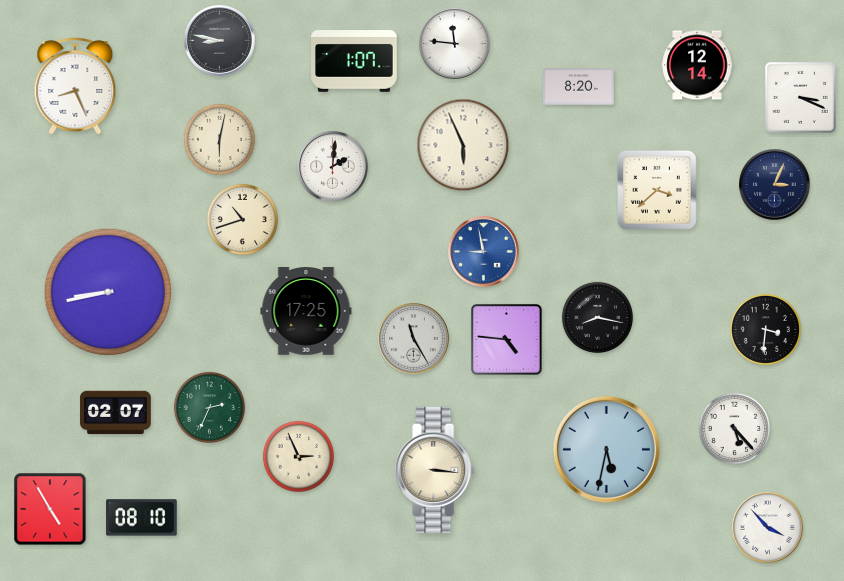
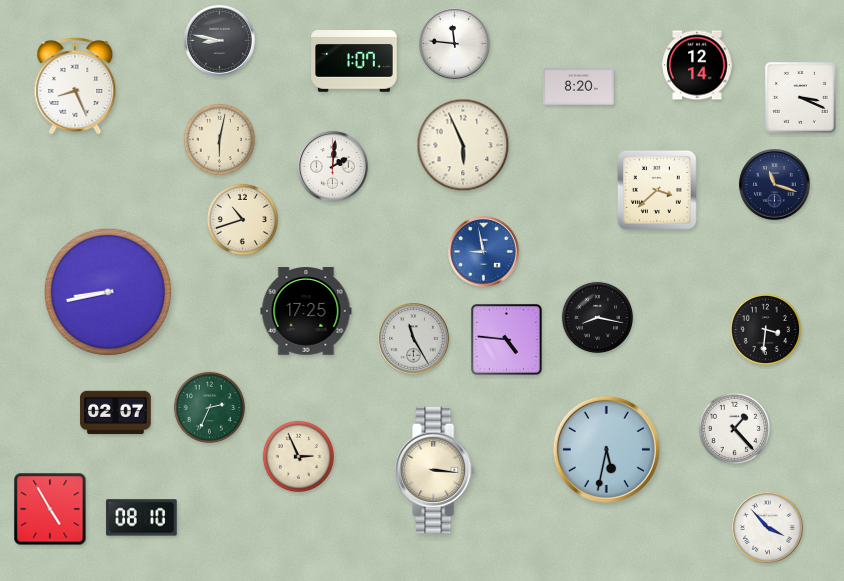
clock at (775, 185): 3:04 -> 11:18
clock at (734, 428): 5:23 -> 1:23
